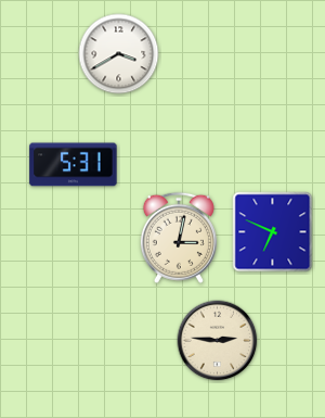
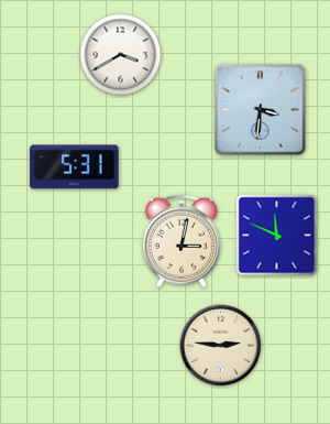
clock at (260, 109): none -> 3:31
clock at (273, 232): 6:49 -> 11:49
